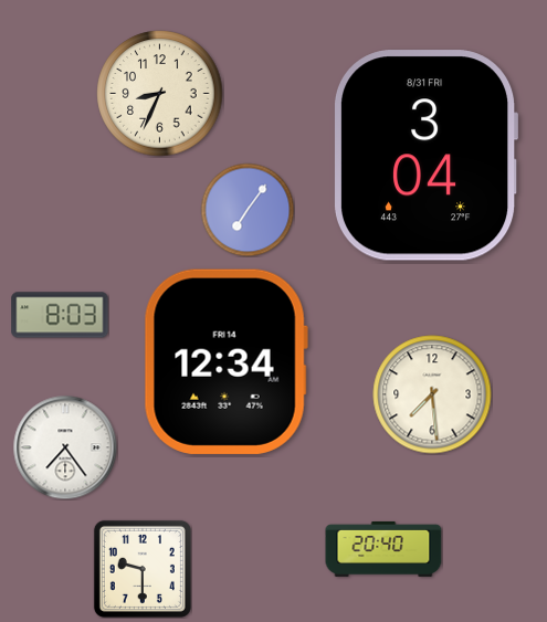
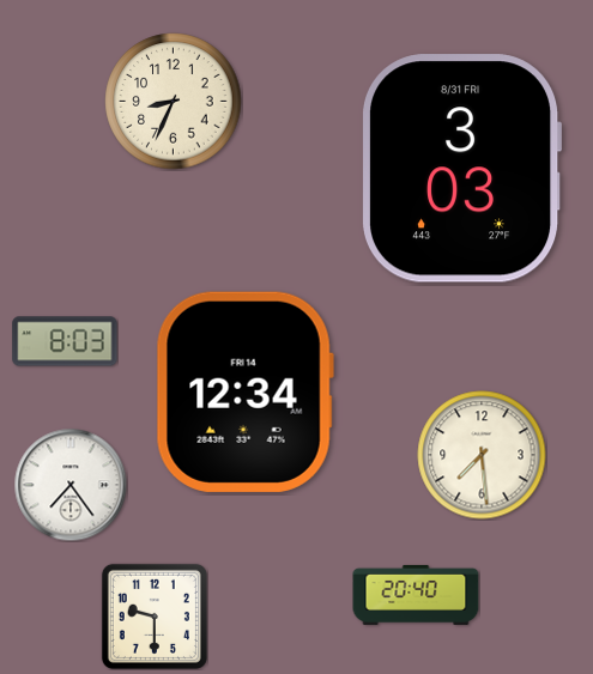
clock at (427, 156): 3:04 -> 3:03
clock at (248, 210): 7:06 -> none
clock at (432, 394) position: (432, 394) -> (482, 455)
